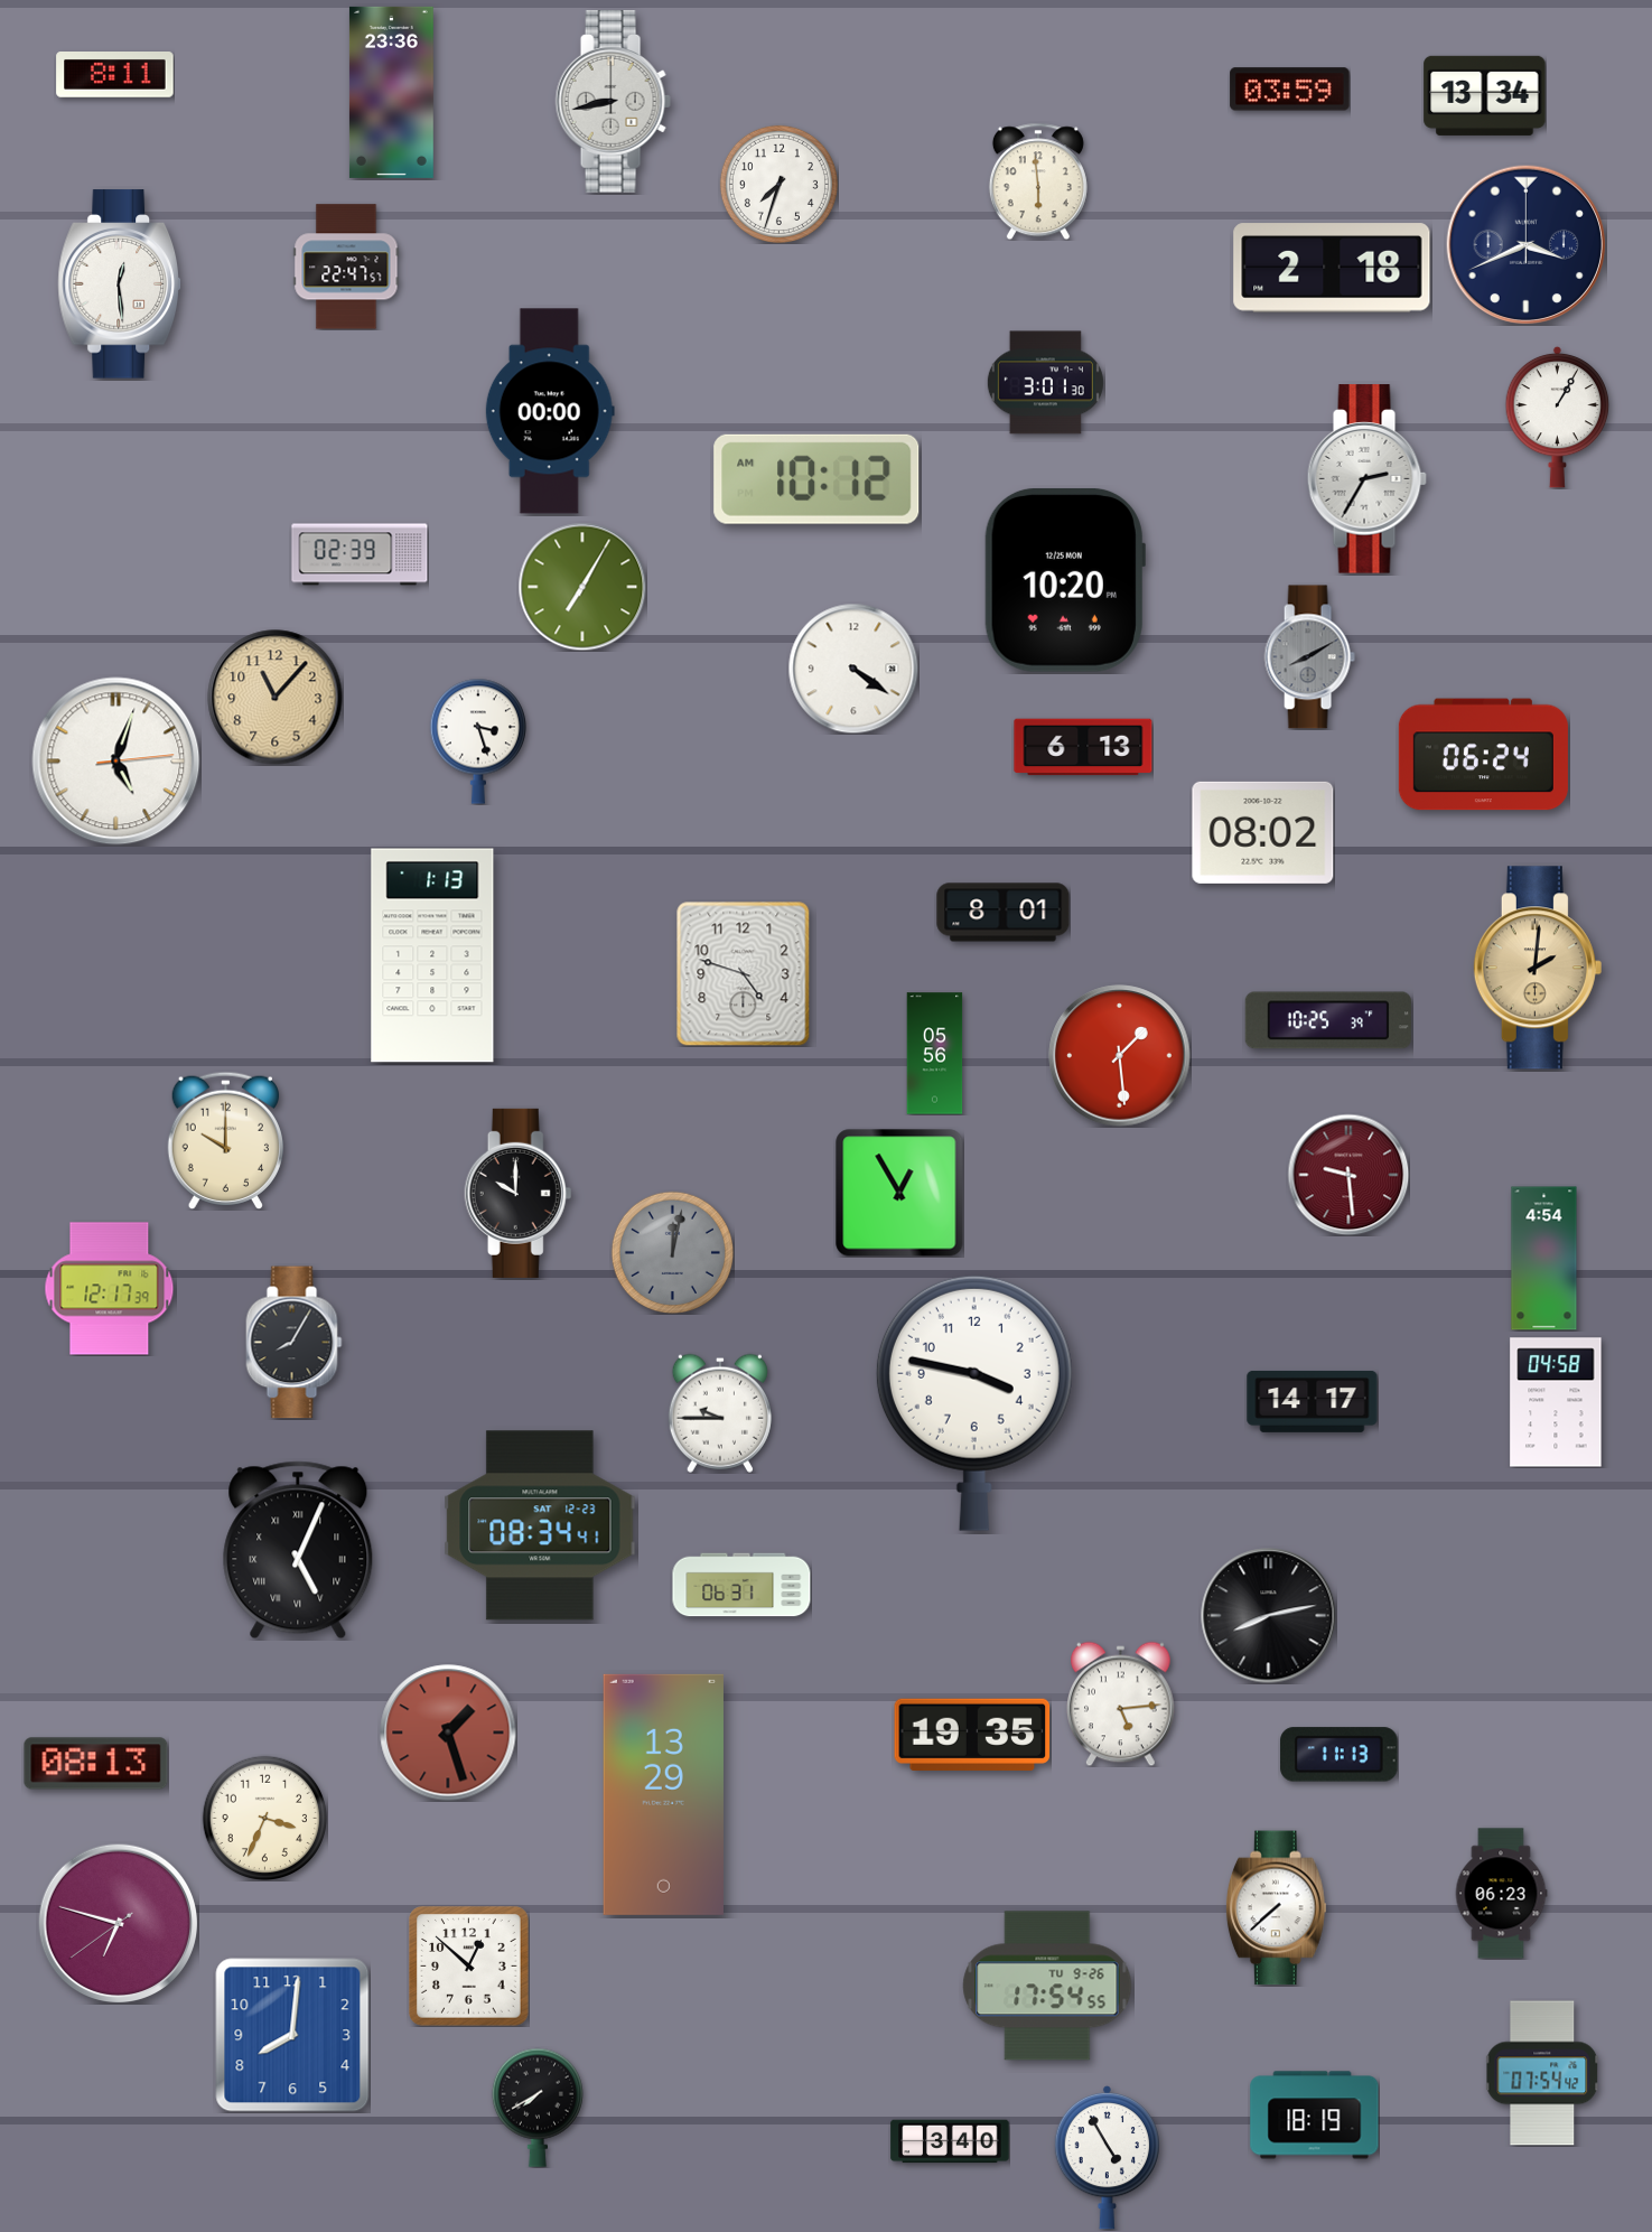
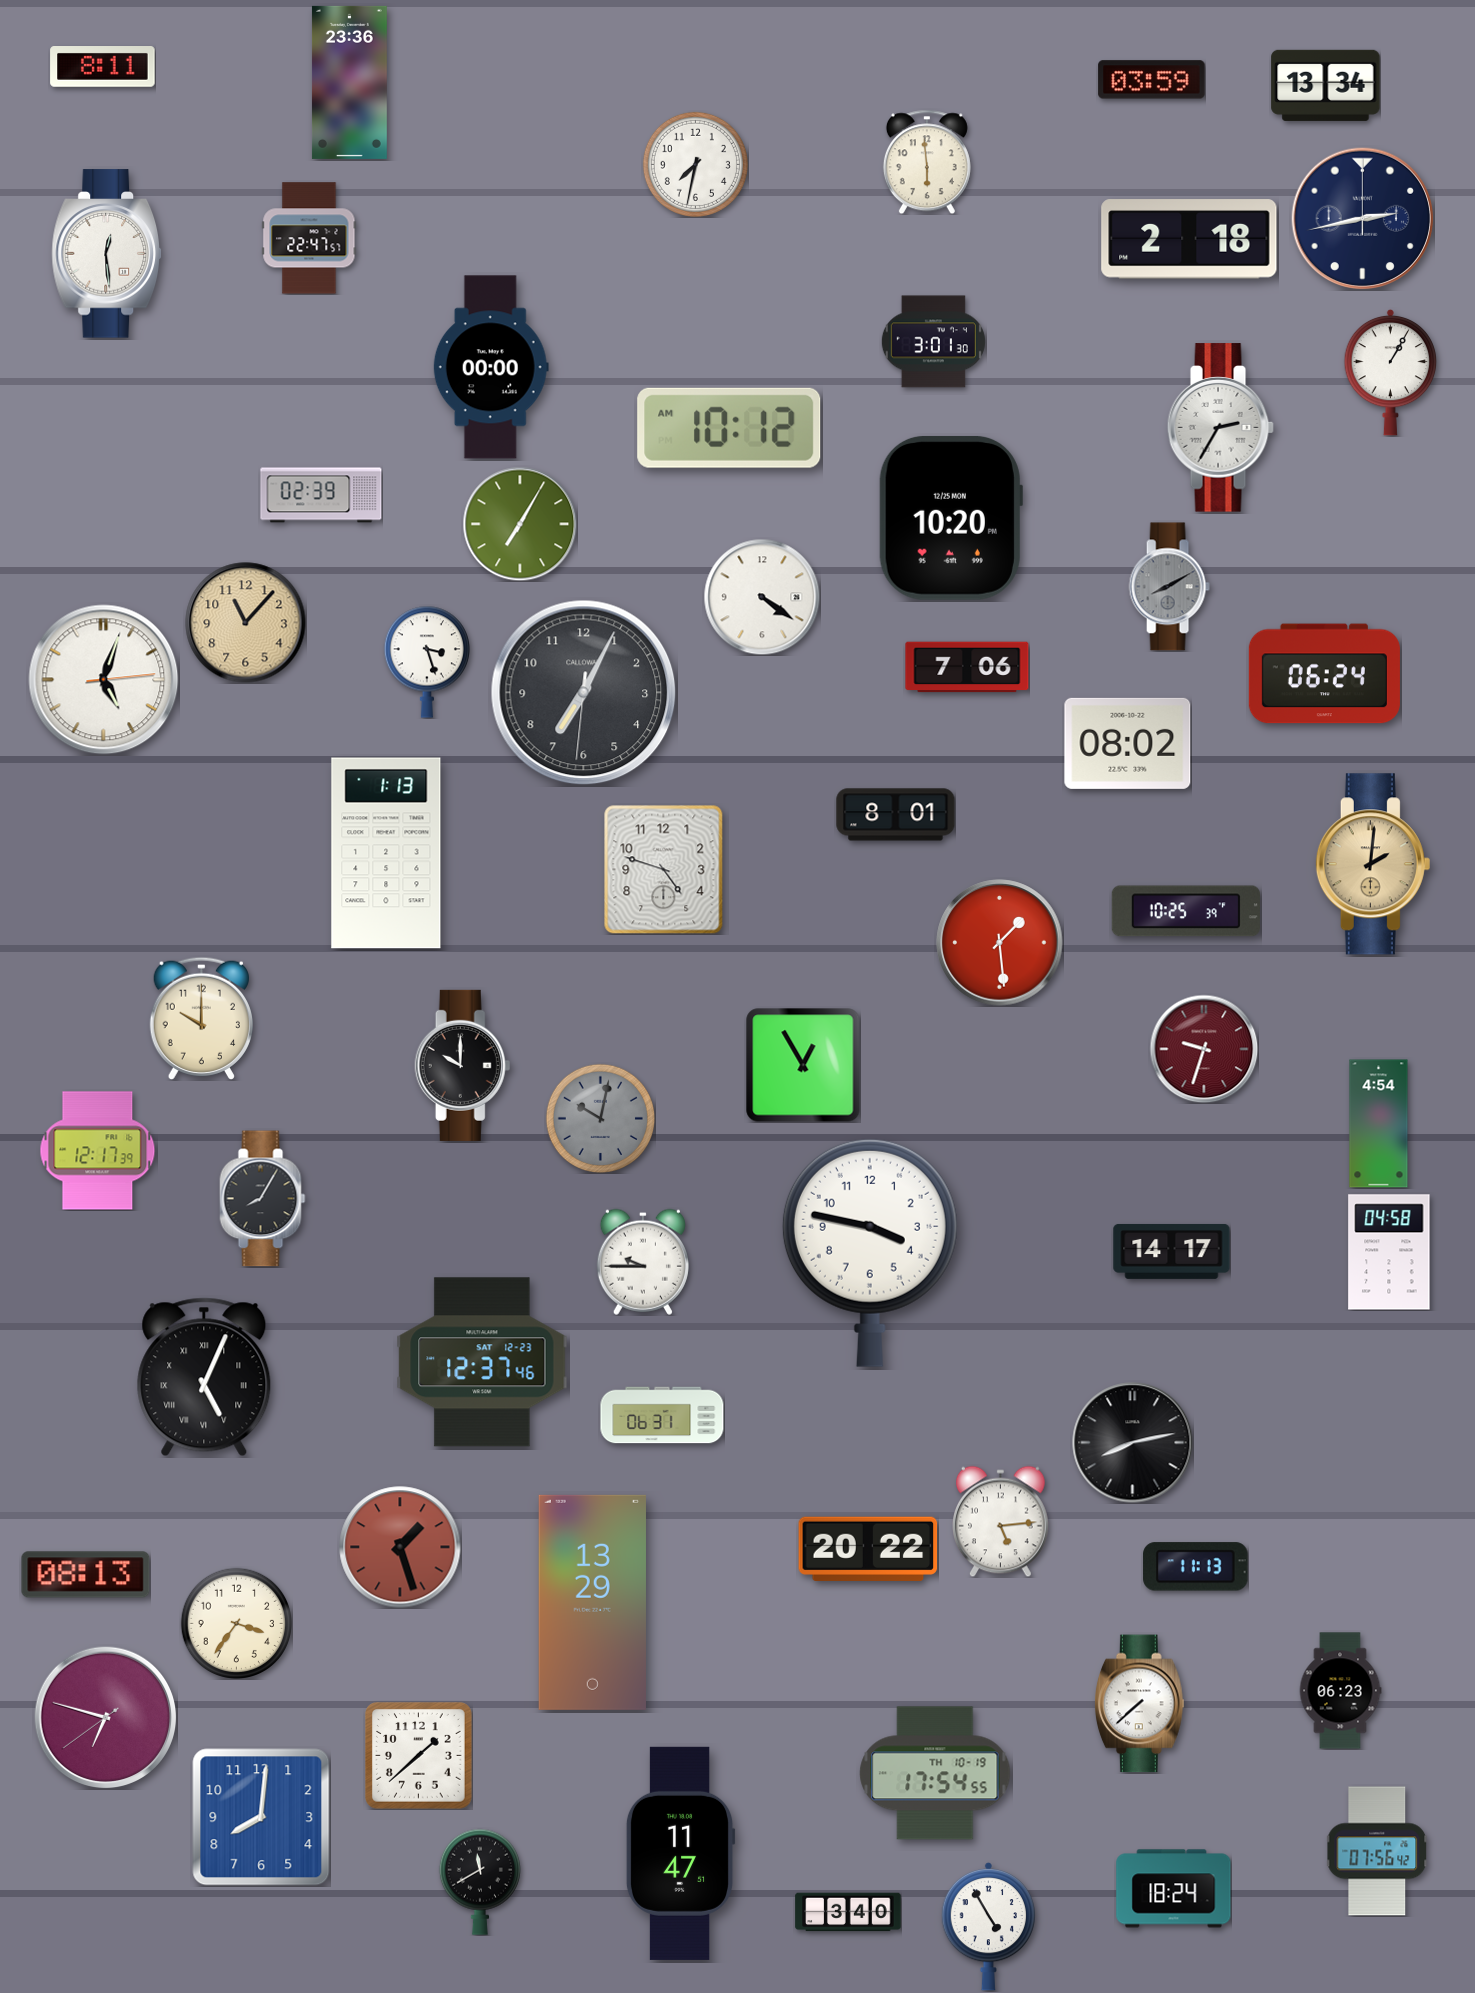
clock at (613, 102): 8:43 -> none
clock at (778, 184): 7:33 -> 7:32
clock at (1525, 244): 3:41 -> 2:43
clock at (1083, 747): 6:13 -> 7:06
clock at (584, 693): none -> 7:04
clock at (935, 1054): 05:56 -> none
clock at (1348, 1175): 9:29 -> 9:33
clock at (672, 1252): 12:02 -> 10:02
clock at (540, 1525): 08:34 -> 12:37
clock at (298, 1550) position: (298, 1550) -> (204, 1377)
clock at (972, 1735): 19:35 -> 20:22
clock at (264, 1818): 3:34 -> 3:36
clock at (469, 1967): 12:52 -> 1:38
clock at (1047, 1986) date: TU 9-26 -> TH 10-19
clock at (1543, 2073): 07:54 -> 07:56
clock at (680, 1853): none -> 11:47
clock at (538, 2108): 7:40 -> 11:40
clock at (1315, 2116): 18:19 -> 18:24
